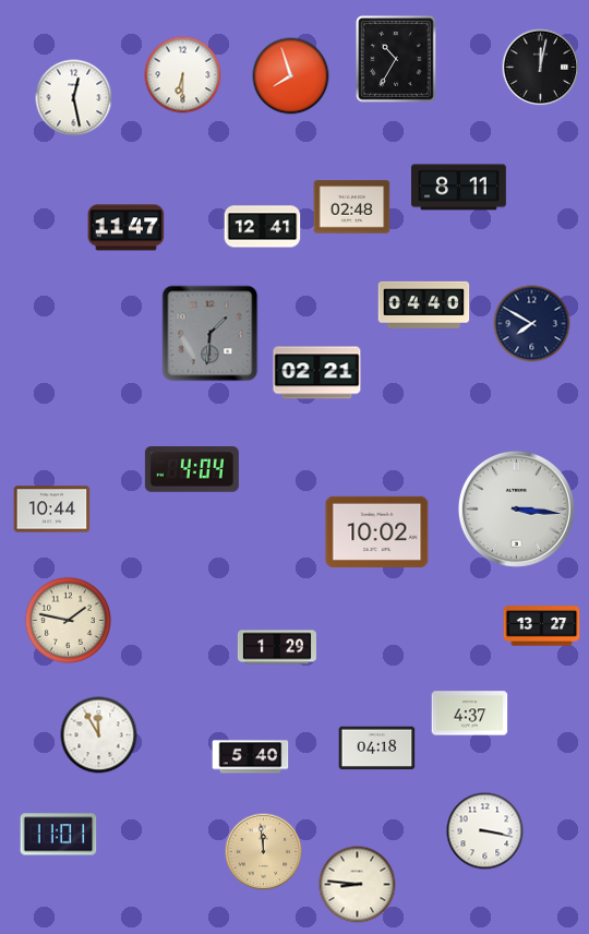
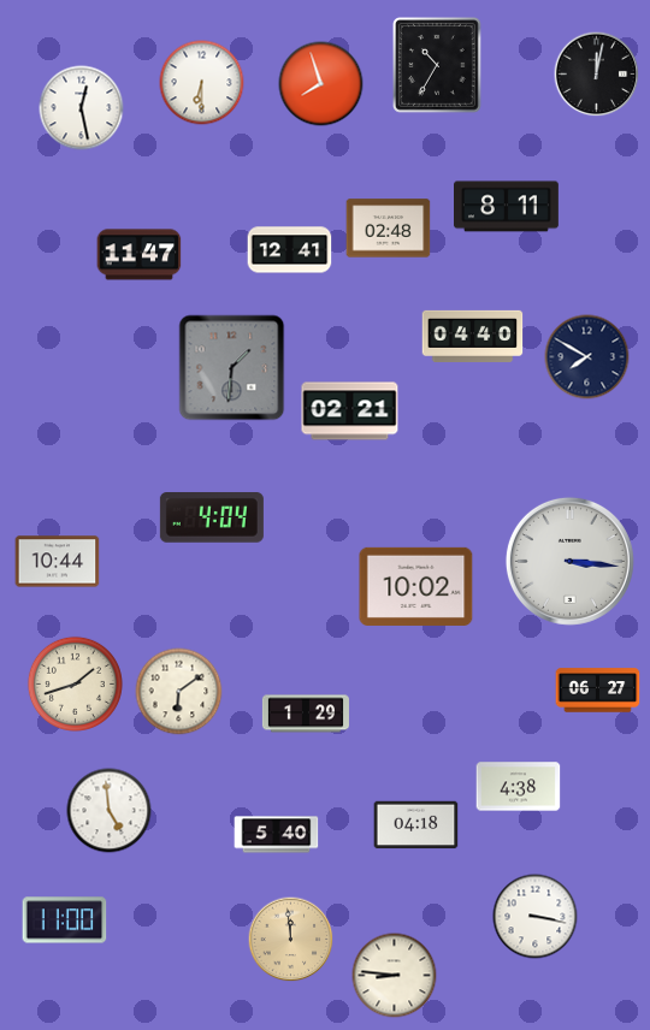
clock at (127, 228) position: (127, 228) -> (140, 255)
clock at (424, 304) position: (424, 304) -> (473, 336)
clock at (68, 620): 1:47 -> 1:42
clock at (542, 626): 13:27 -> 06:27
clock at (179, 692): none -> 6:09
clock at (470, 714): 4:37 -> 4:38
clock at (99, 735): 11:55 -> 4:59
clock at (59, 835): 11:01 -> 11:00
